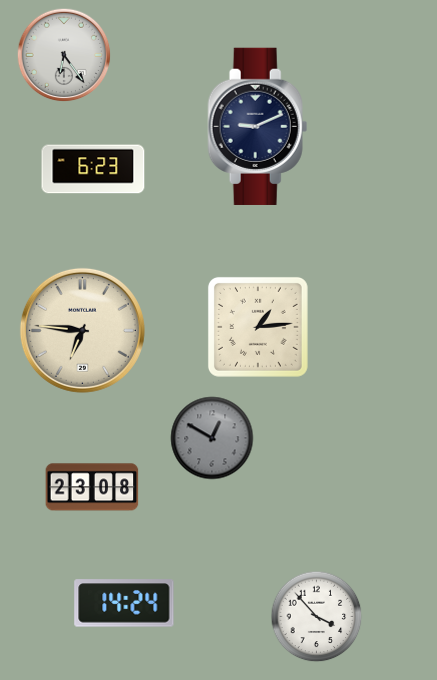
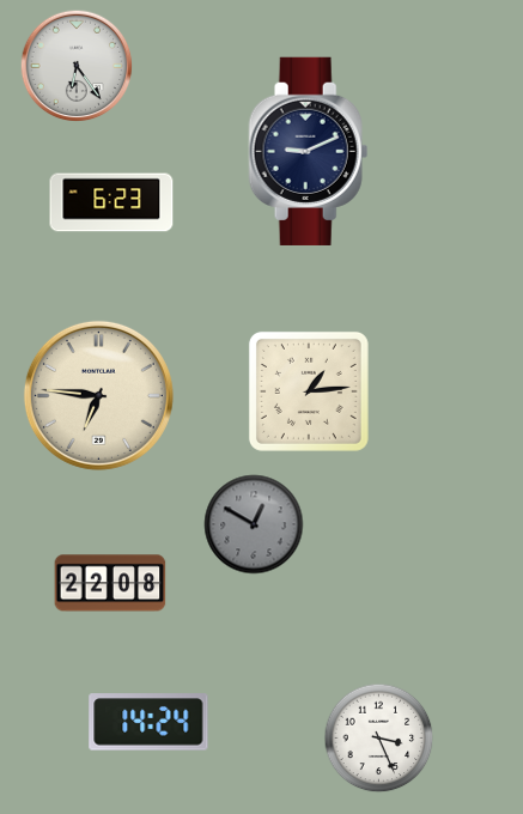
clock at (92, 487): 23:08 -> 22:08
clock at (317, 617): 3:53 -> 3:26
